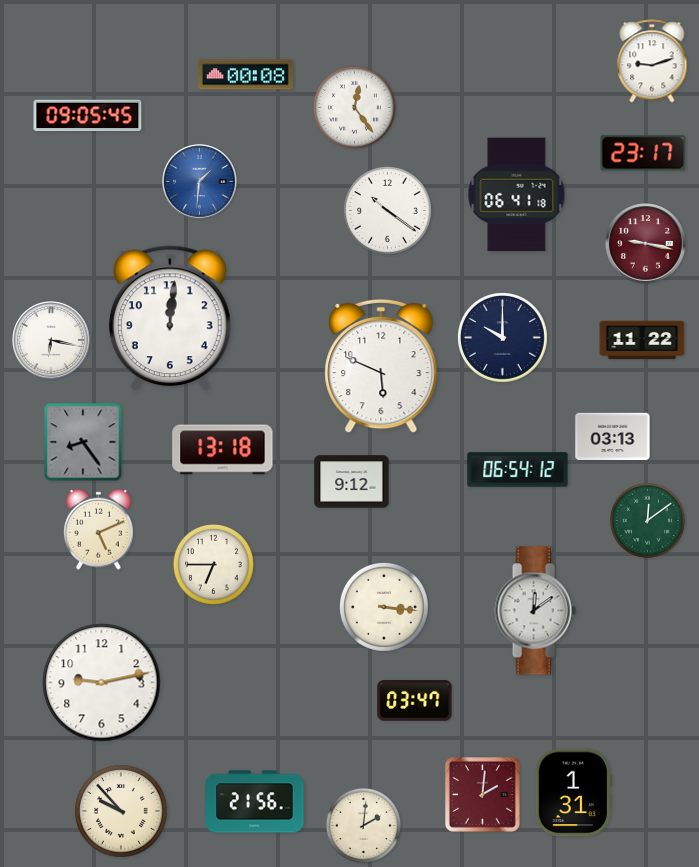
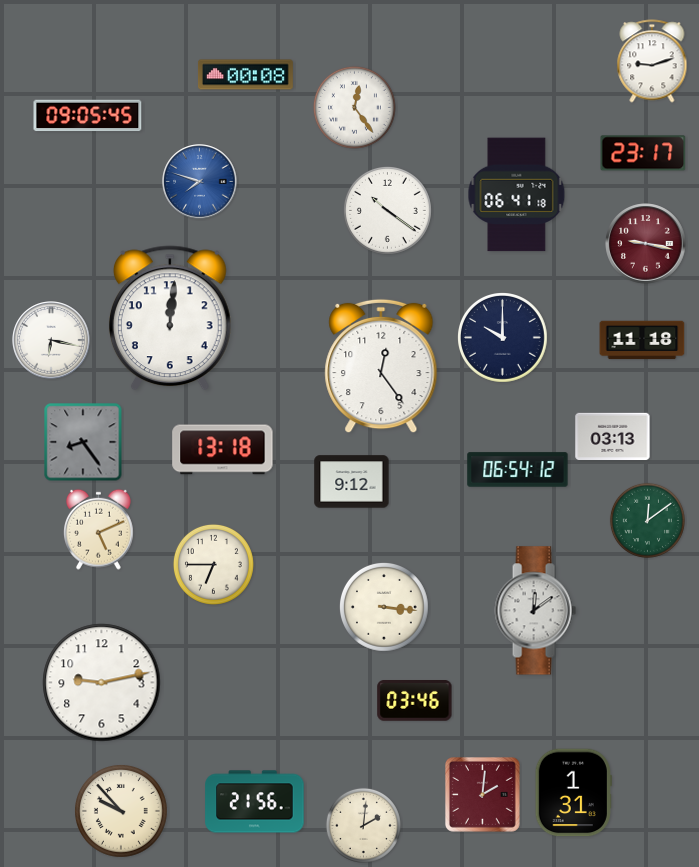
clock at (200, 182): 1:31 -> 7:48
clock at (642, 340): 11:22 -> 11:18
clock at (381, 366): 5:49 -> 12:24
clock at (415, 701): 03:47 -> 03:46
